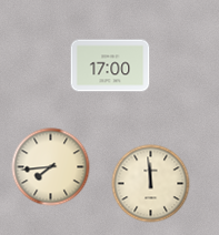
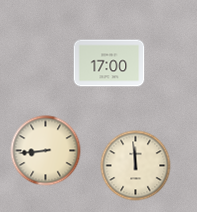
clock at (110, 65) position: (110, 65) -> (109, 63)
clock at (51, 167): 7:44 -> 8:44
